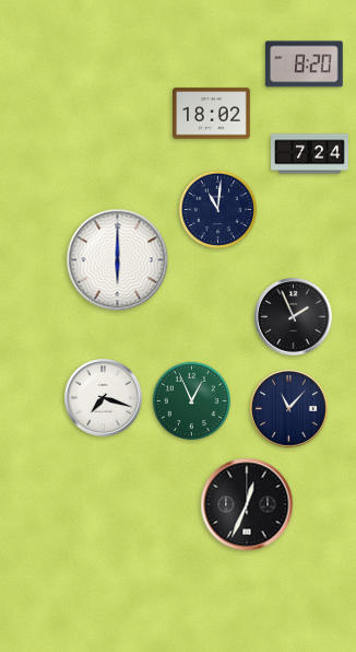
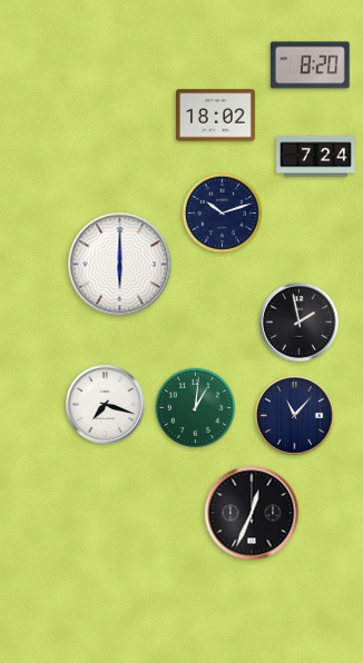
clock at (218, 210): 11:01 -> 10:12
clock at (294, 317): 1:56 -> 1:58
clock at (192, 401): 12:56 -> 1:01
